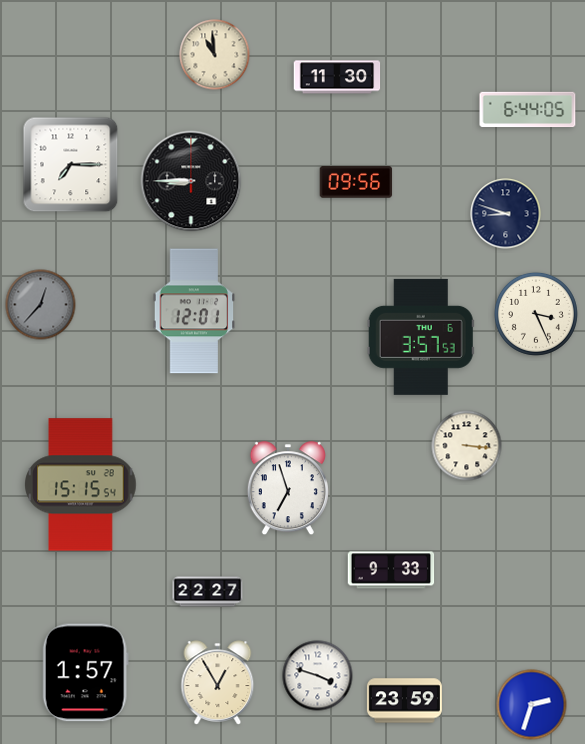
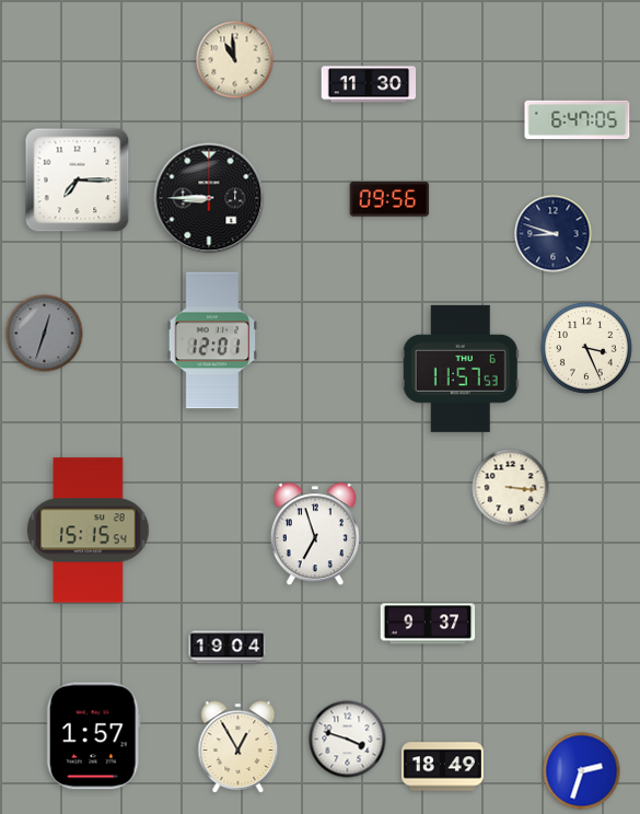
clock at (528, 110): 6:44 -> 6:47
clock at (41, 305): 12:37 -> 12:33
clock at (536, 314) position: (536, 314) -> (586, 348)
clock at (421, 337): 3:57 -> 11:57
clock at (391, 570): 9:33 -> 9:37
clock at (208, 592): 22:27 -> 19:04
clock at (404, 701): 23:59 -> 18:49
